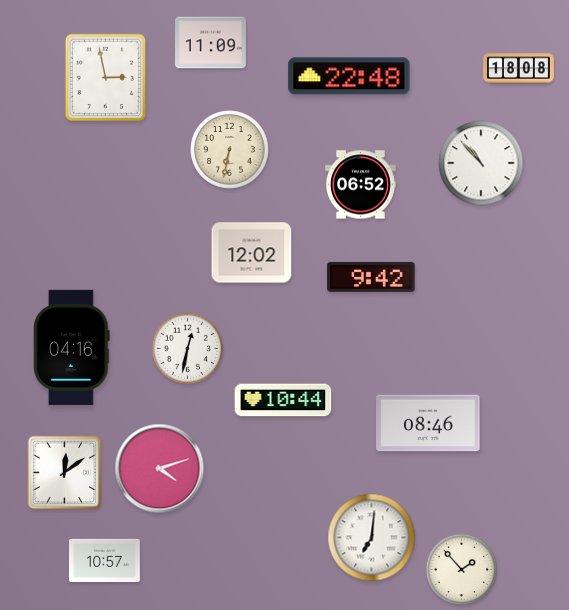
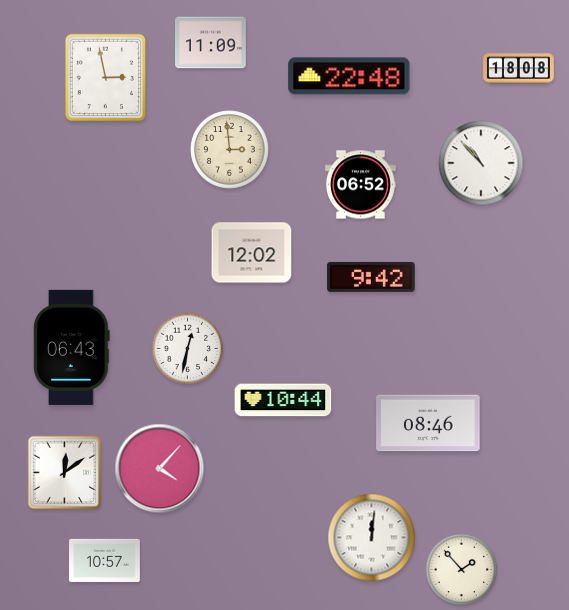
clock at (230, 150): 6:32 -> 2:59
clock at (72, 347): 04:16 -> 06:43
clock at (160, 469): 4:12 -> 4:07
clock at (372, 538): 7:01 -> 12:01
